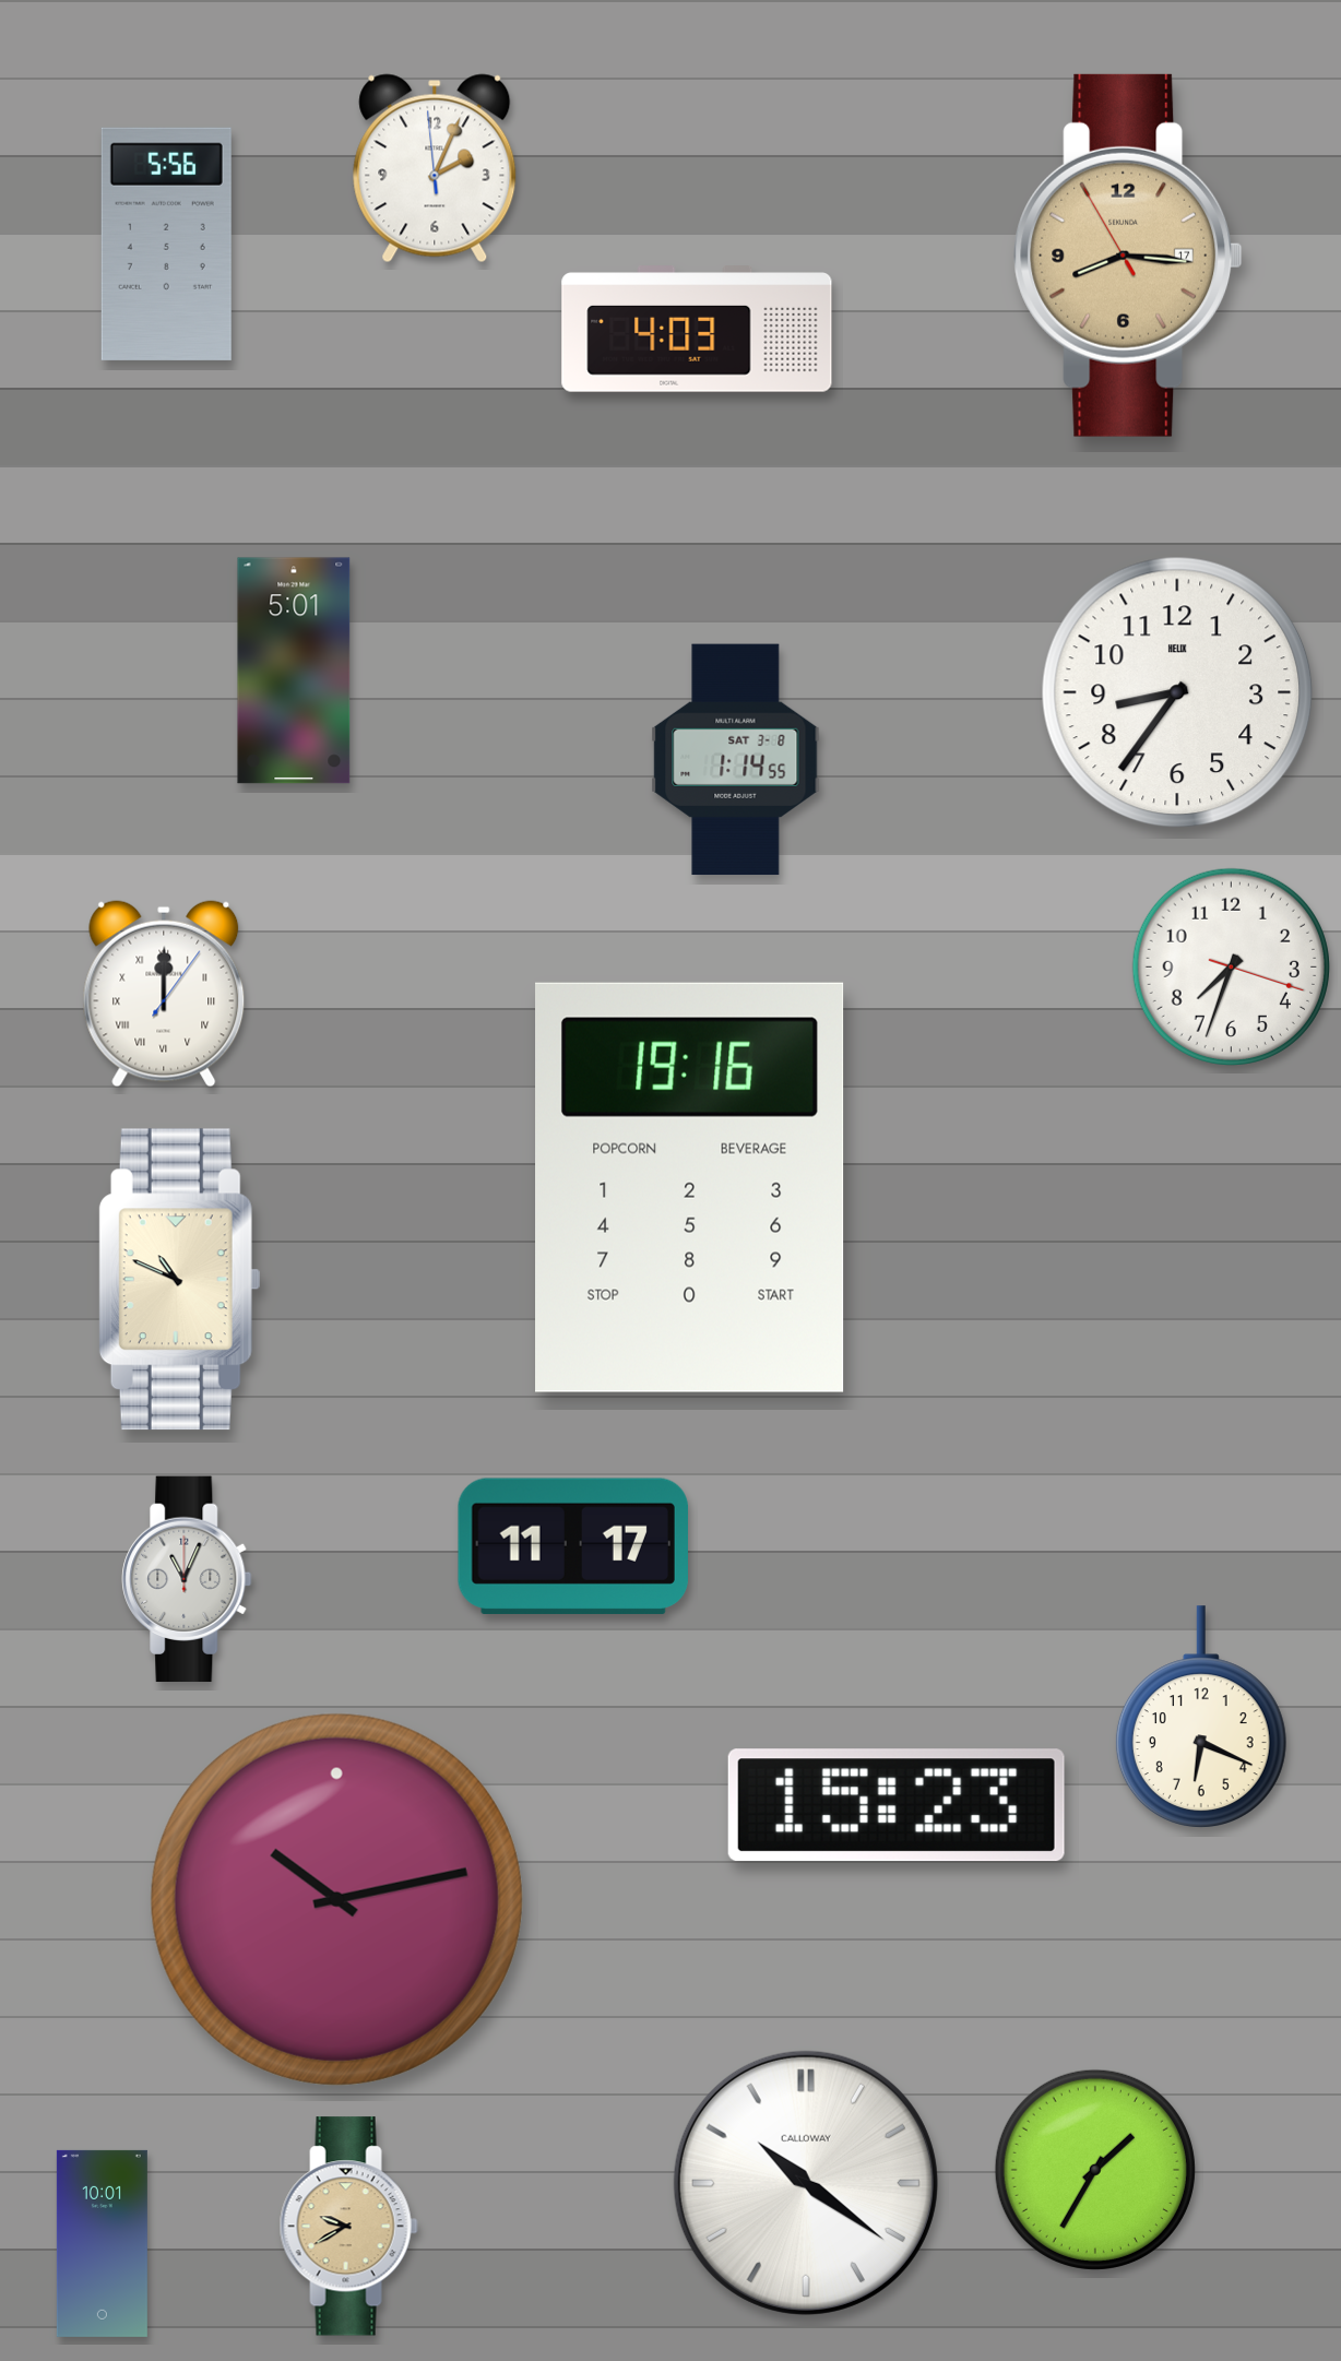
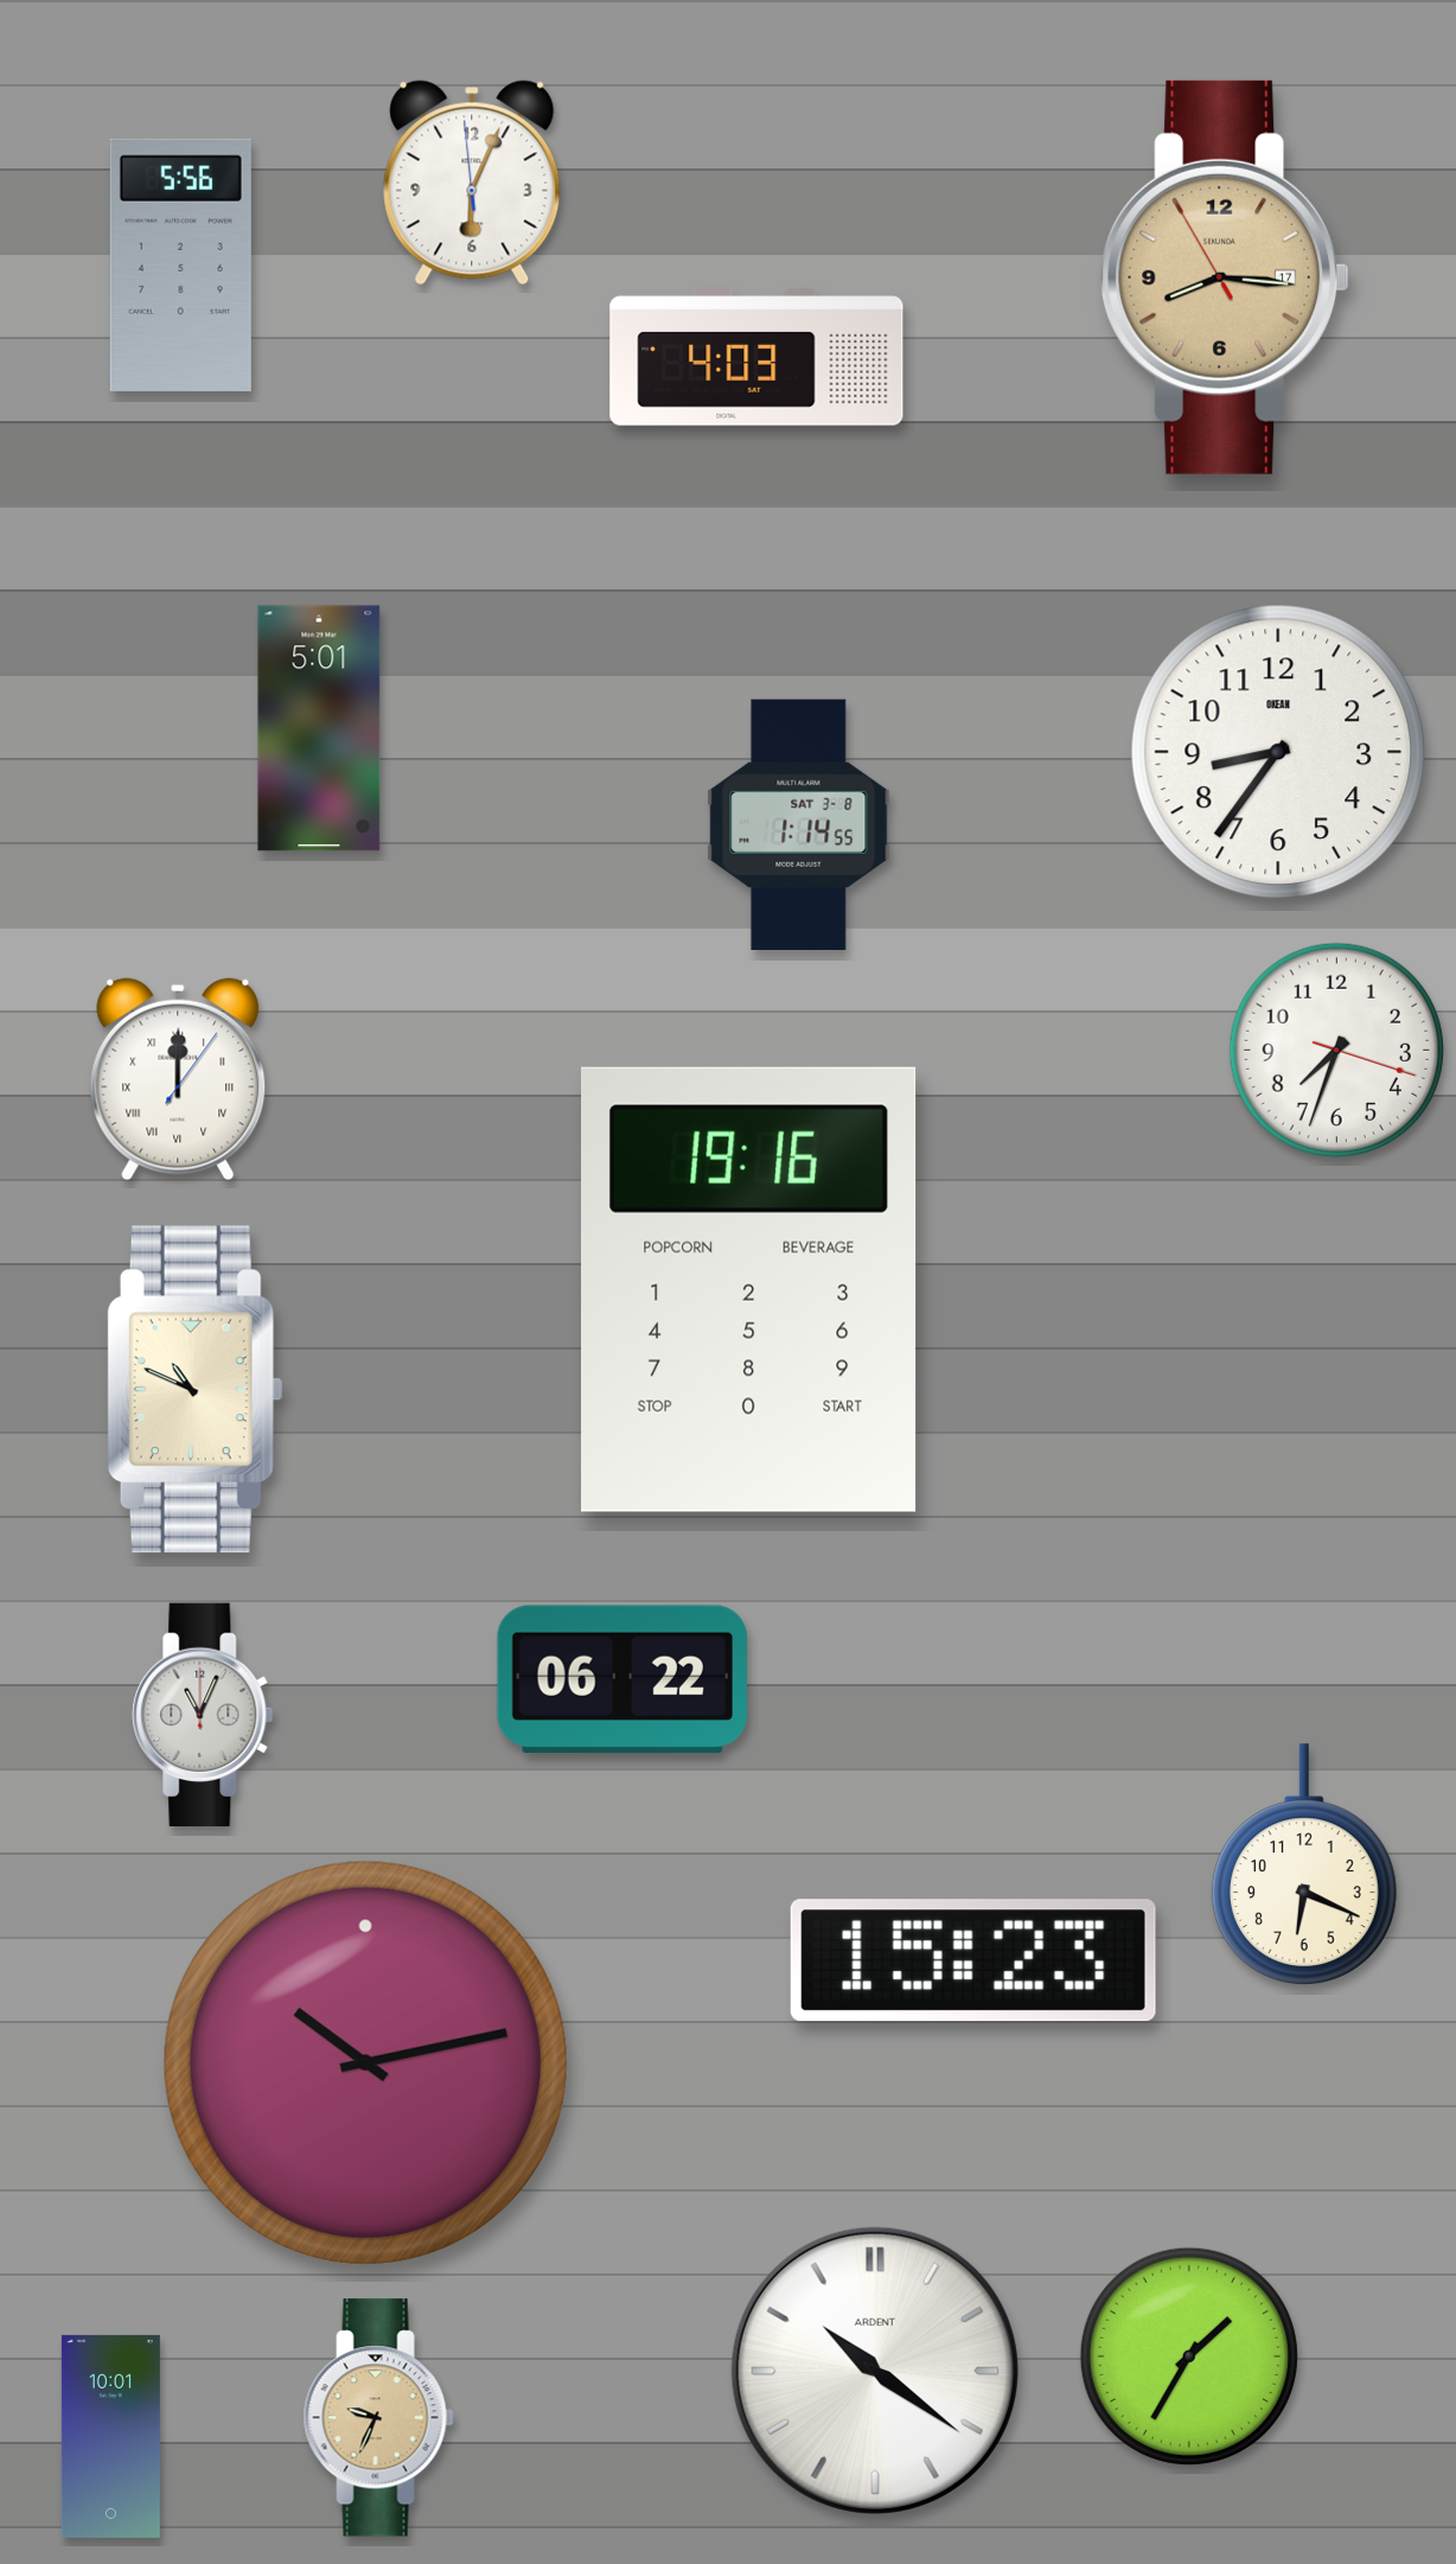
clock at (435, 168): 2:03 -> 6:03
clock at (1177, 692) brand: HELIX -> OKEAN
clock at (573, 1546): 11:17 -> 06:22
clock at (806, 2183) brand: CALLOWAY -> ARDENT
clock at (348, 2227): 9:40 -> 9:34
